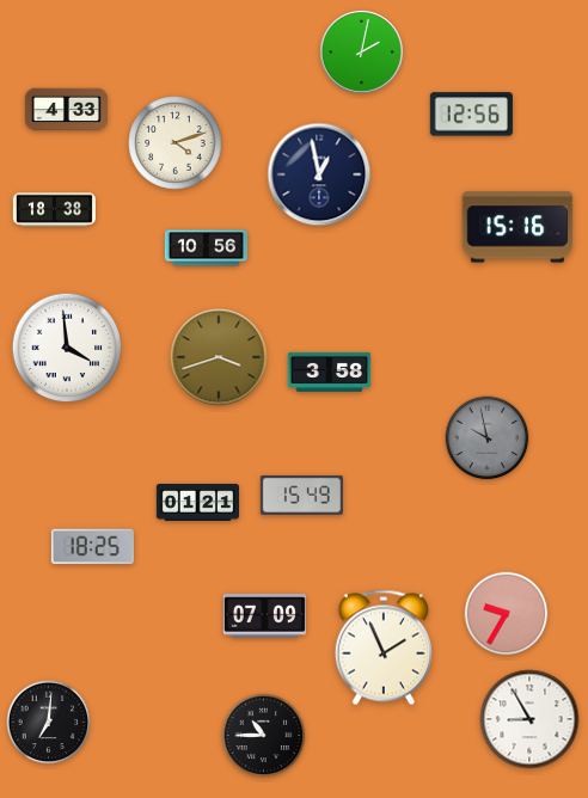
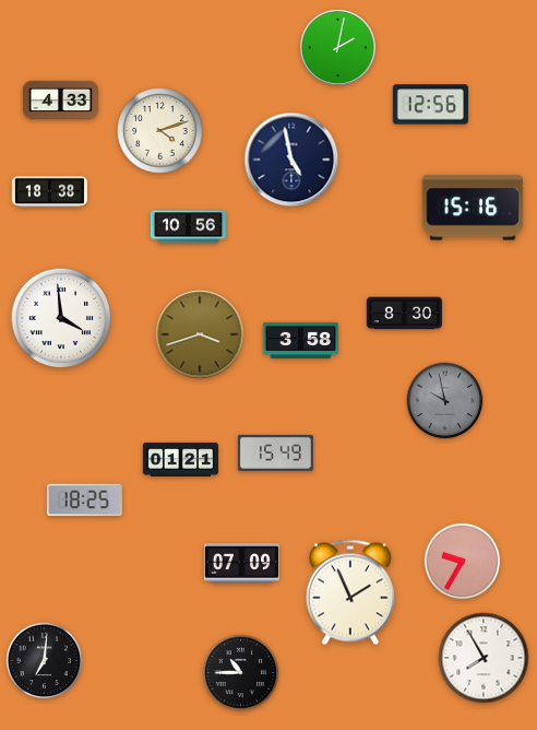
clock at (361, 51) position: (361, 51) -> (337, 47)
clock at (319, 174): 12:58 -> 4:58
clock at (404, 314): none -> 8:30
clock at (219, 357) position: (219, 357) -> (200, 334)
clock at (529, 719): 8:55 -> 7:55
